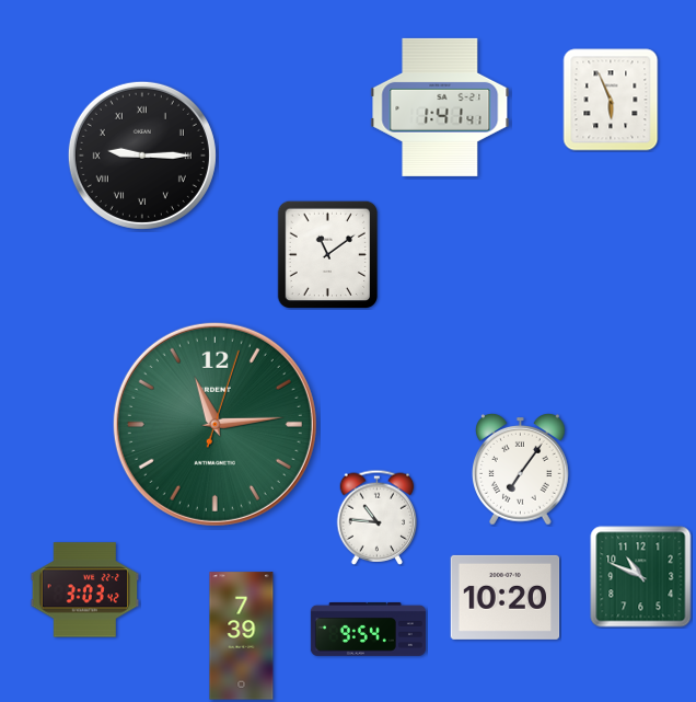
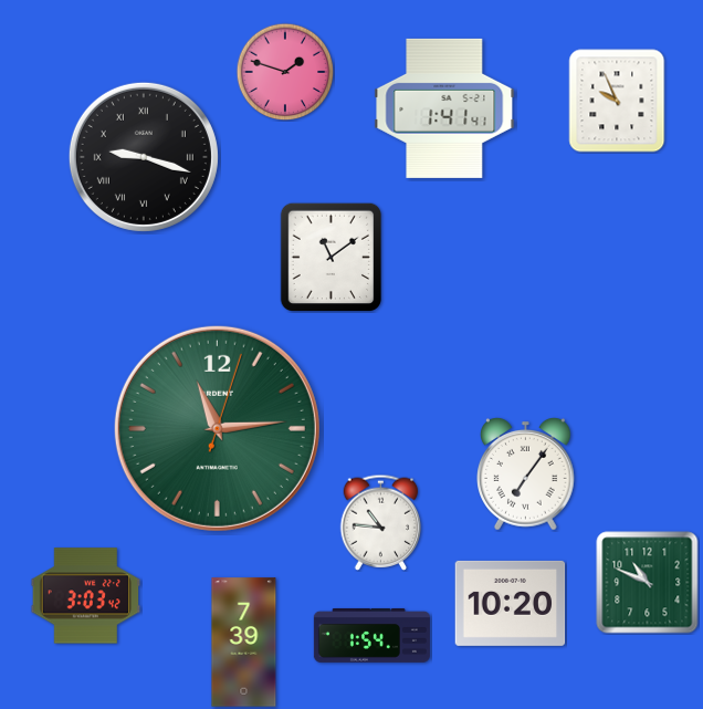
clock at (285, 72): none -> 1:48
clock at (611, 100): 5:56 -> 9:56
clock at (142, 156): 9:15 -> 9:18
clock at (368, 629): 9:54 -> 1:54
